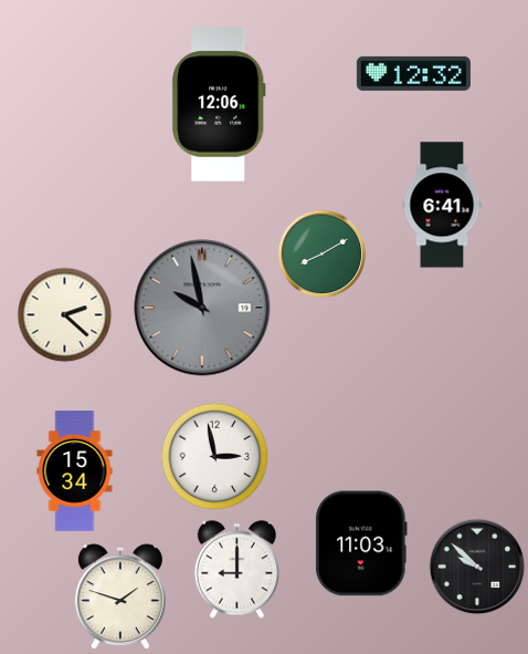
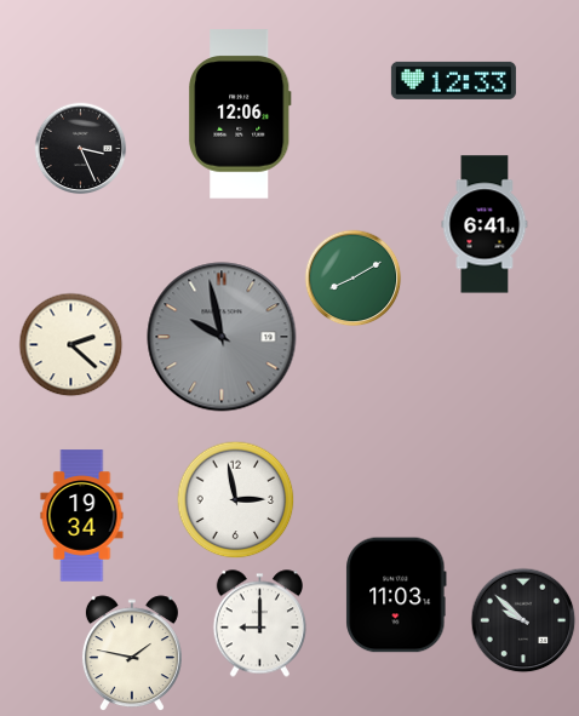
clock at (413, 73): 12:32 -> 12:33
clock at (81, 149): none -> 3:26
clock at (75, 471): 15:34 -> 19:34
clock at (120, 598): 1:48 -> 1:47
